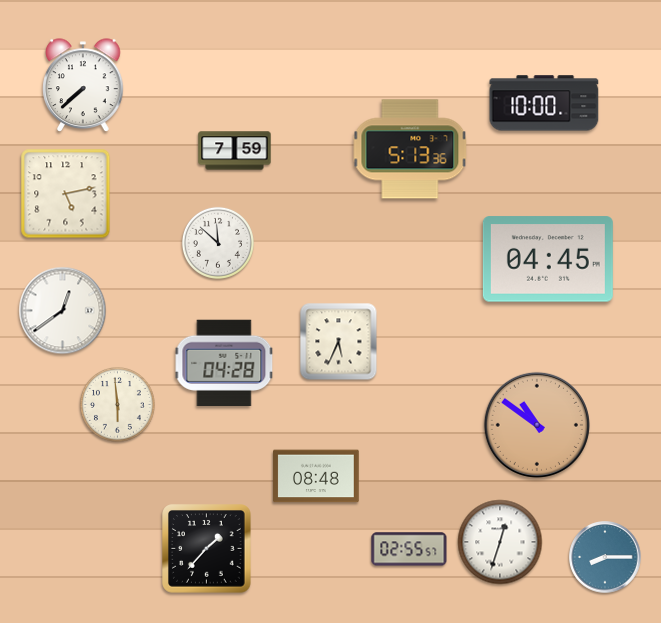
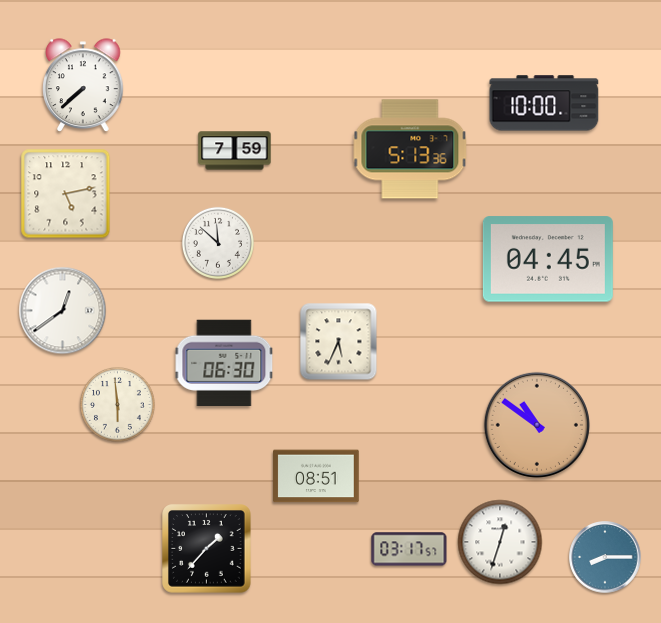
clock at (224, 362): 04:28 -> 06:30
clock at (316, 476): 08:48 -> 08:51
clock at (409, 549): 02:55 -> 03:17
